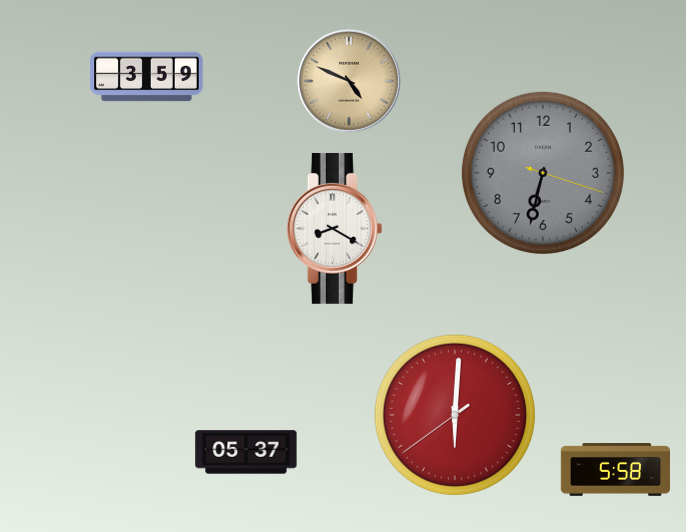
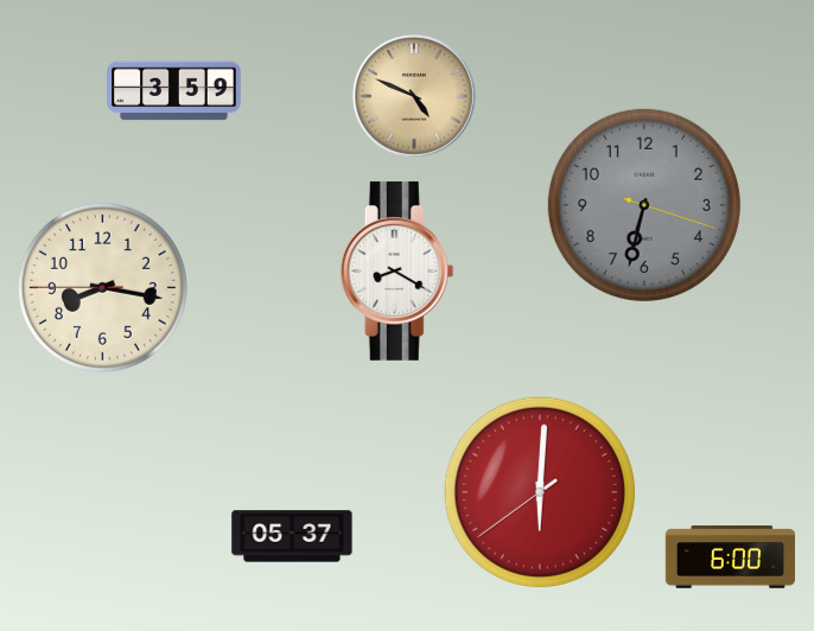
clock at (102, 287): none -> 8:16
clock at (615, 470): 5:58 -> 6:00
